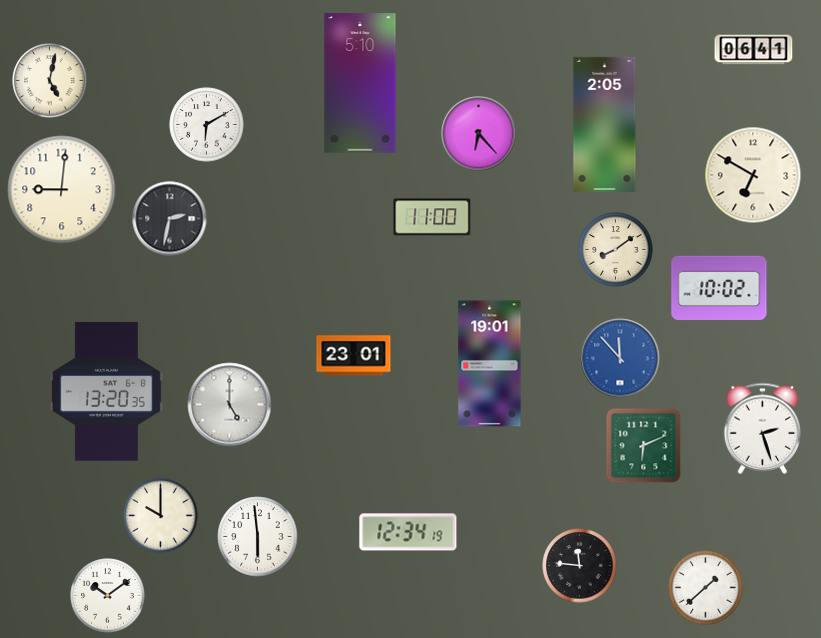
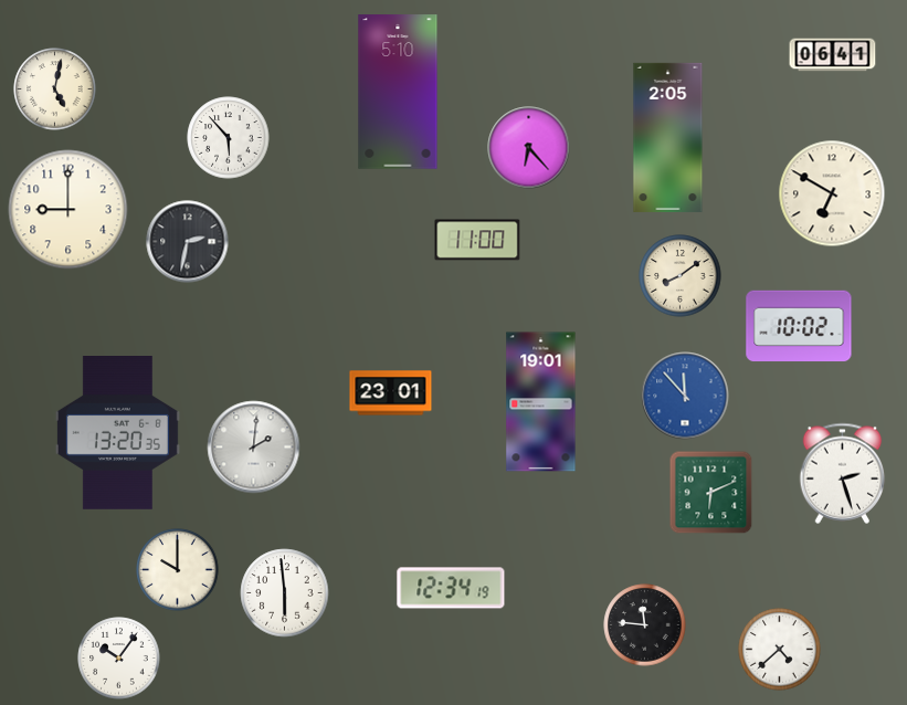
clock at (207, 125): 6:10 -> 5:53
clock at (62, 190): 9:01 -> 9:00
clock at (719, 288) position: (719, 288) -> (799, 326)
clock at (230, 405): 5:00 -> 2:01
clock at (580, 566) position: (580, 566) -> (645, 625)
clock at (706, 588): 1:38 -> 4:38
clock at (108, 596): 10:09 -> 10:06
